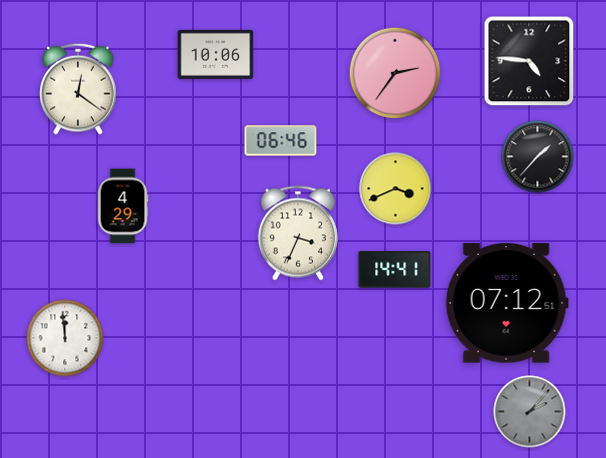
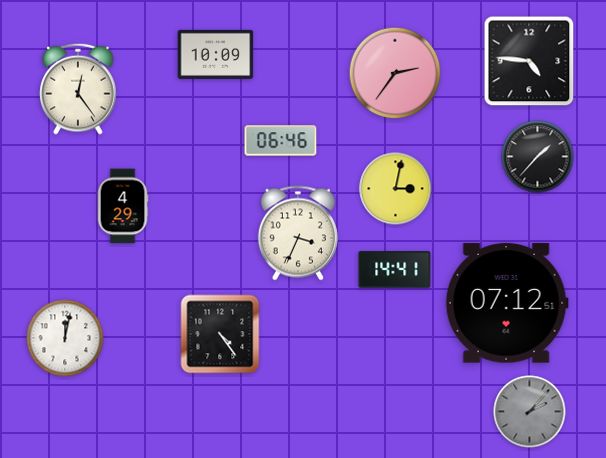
clock at (216, 54): 10:06 -> 10:09
clock at (78, 89): 12:21 -> 12:24
clock at (396, 189): 3:41 -> 3:02
clock at (220, 334): none -> 4:24
clock at (65, 338): 11:59 -> 12:02
